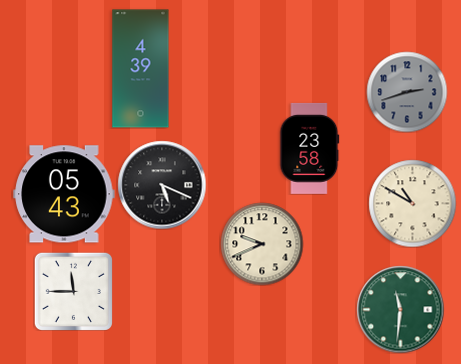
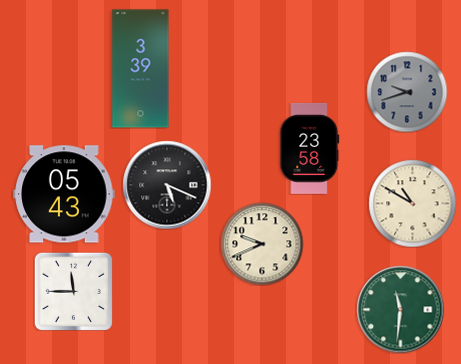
clock at (141, 69): 4:39 -> 3:39
clock at (407, 92): 2:42 -> 9:42
clock at (162, 185) position: (162, 185) -> (167, 185)
